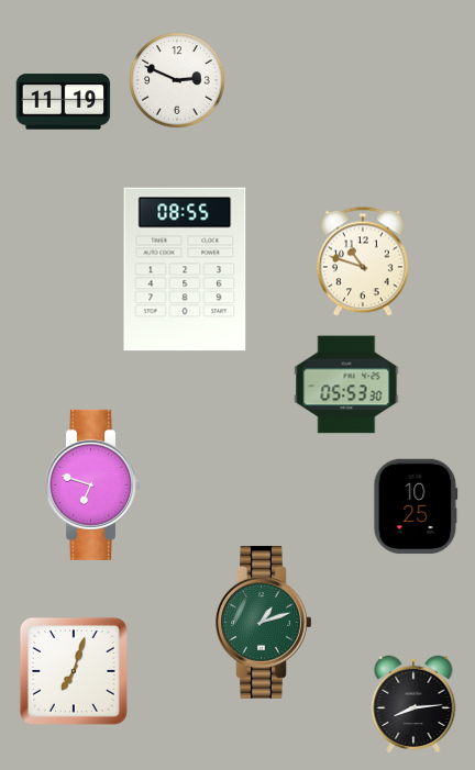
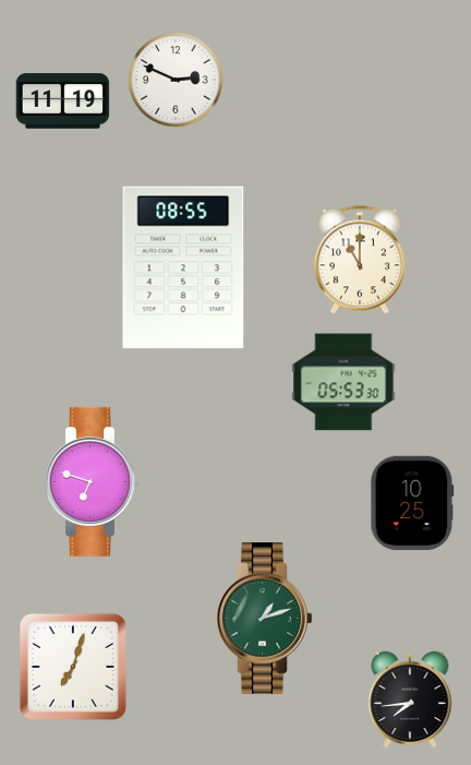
clock at (363, 261): 10:48 -> 11:00
clock at (264, 623) position: (264, 623) -> (265, 619)
clock at (413, 704): 8:14 -> 7:44
